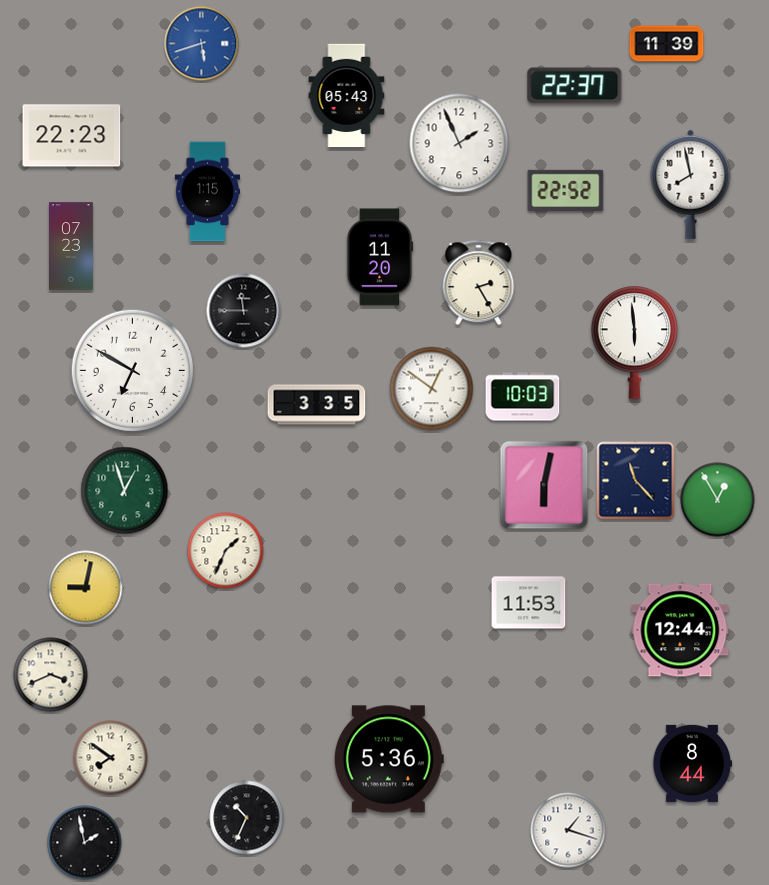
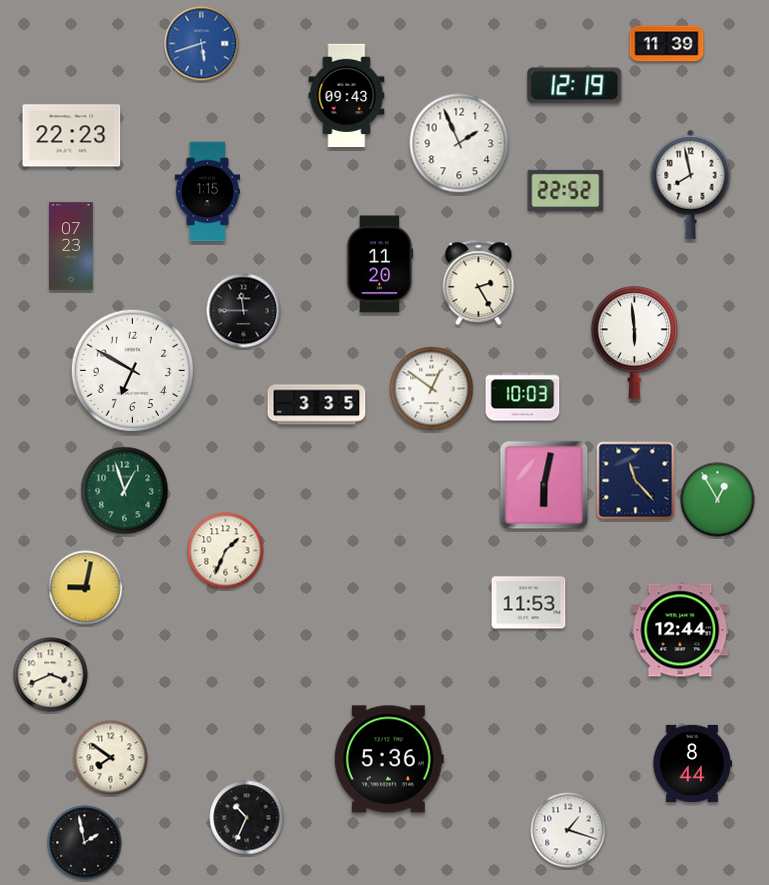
clock at (575, 86): 22:37 -> 12:19
clock at (347, 96): 05:43 -> 09:43
clock at (380, 257) position: (380, 257) -> (380, 264)
